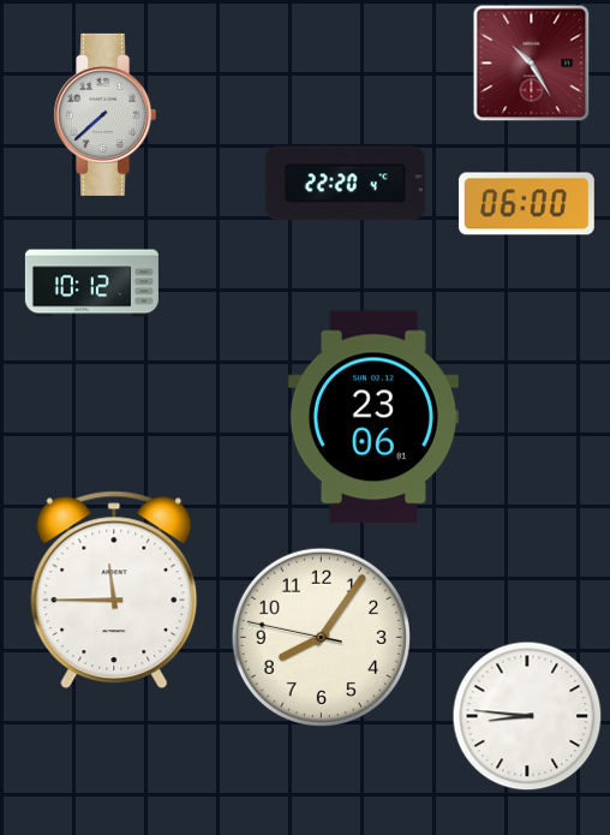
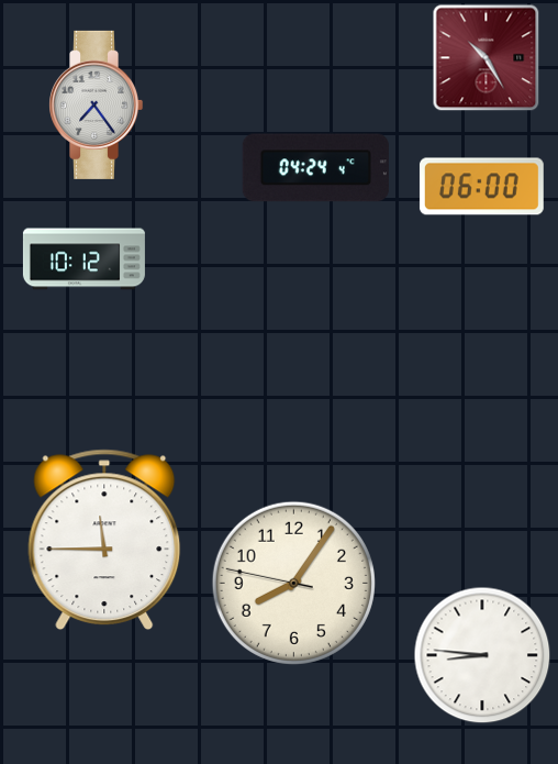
clock at (106, 114): 7:38 -> 7:24
clock at (345, 184): 22:20 -> 04:24
clock at (373, 417): 23:06 -> none
